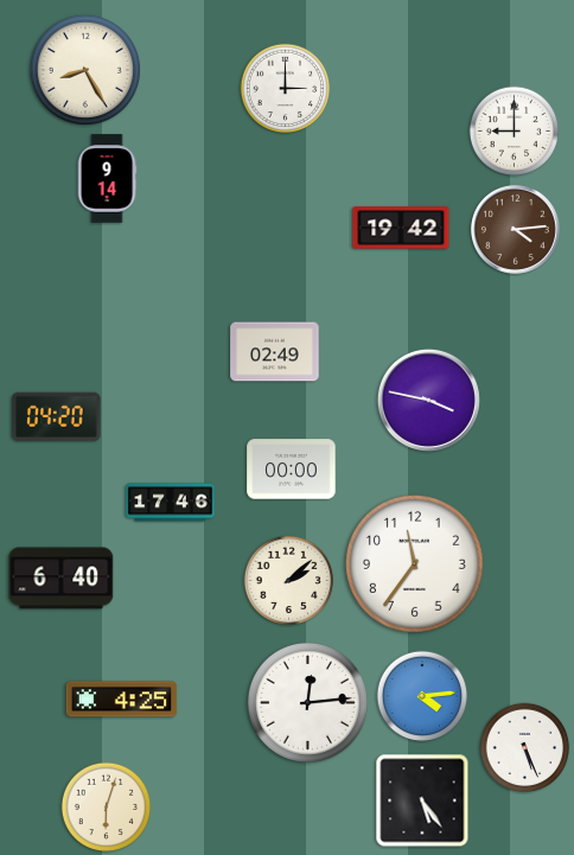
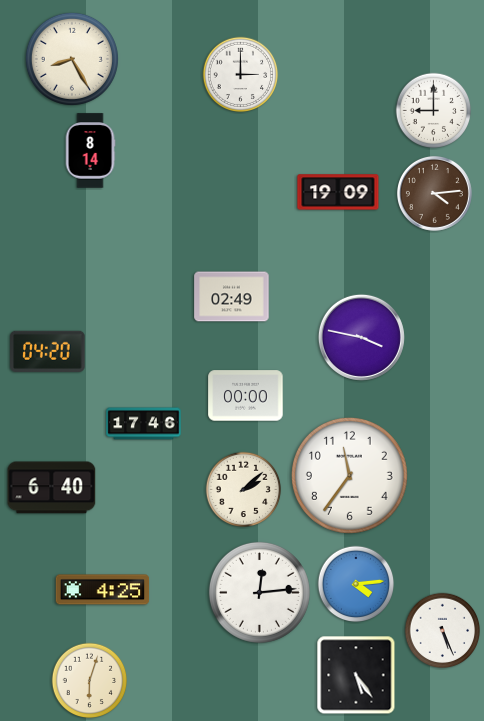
clock at (107, 179): 9:14 -> 8:14
clock at (401, 228): 19:42 -> 19:09
clock at (422, 696) position: (422, 696) -> (356, 584)
